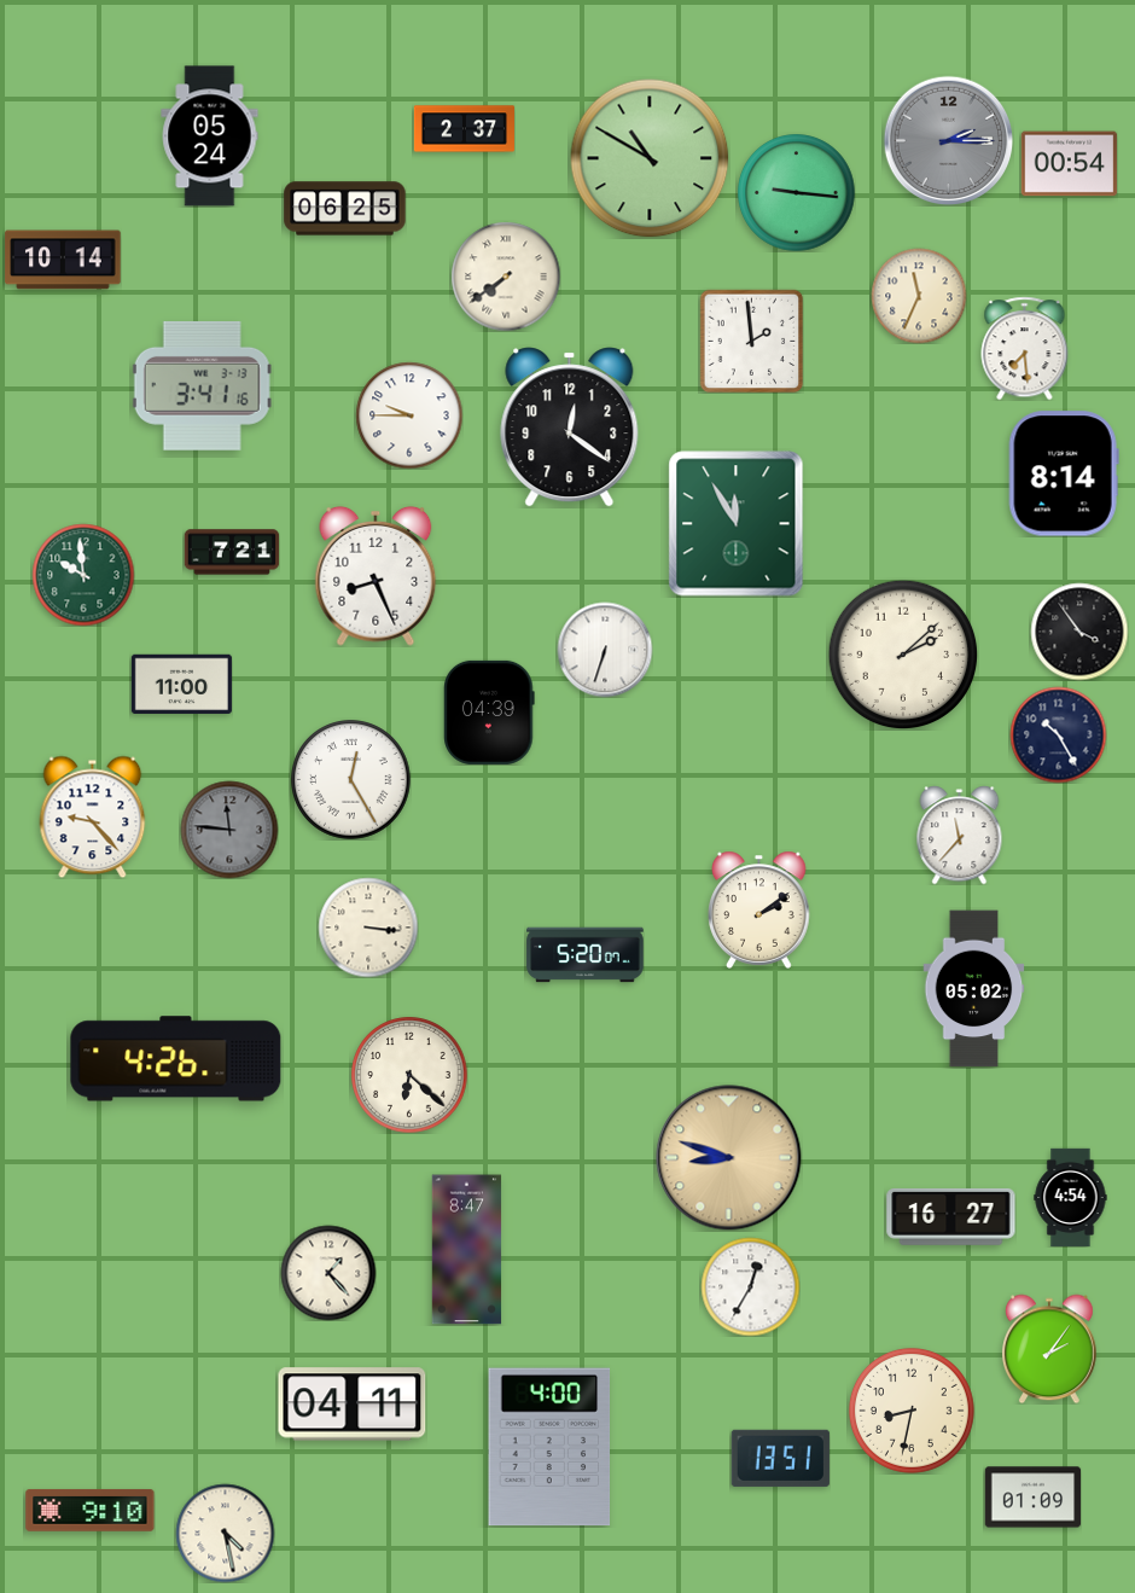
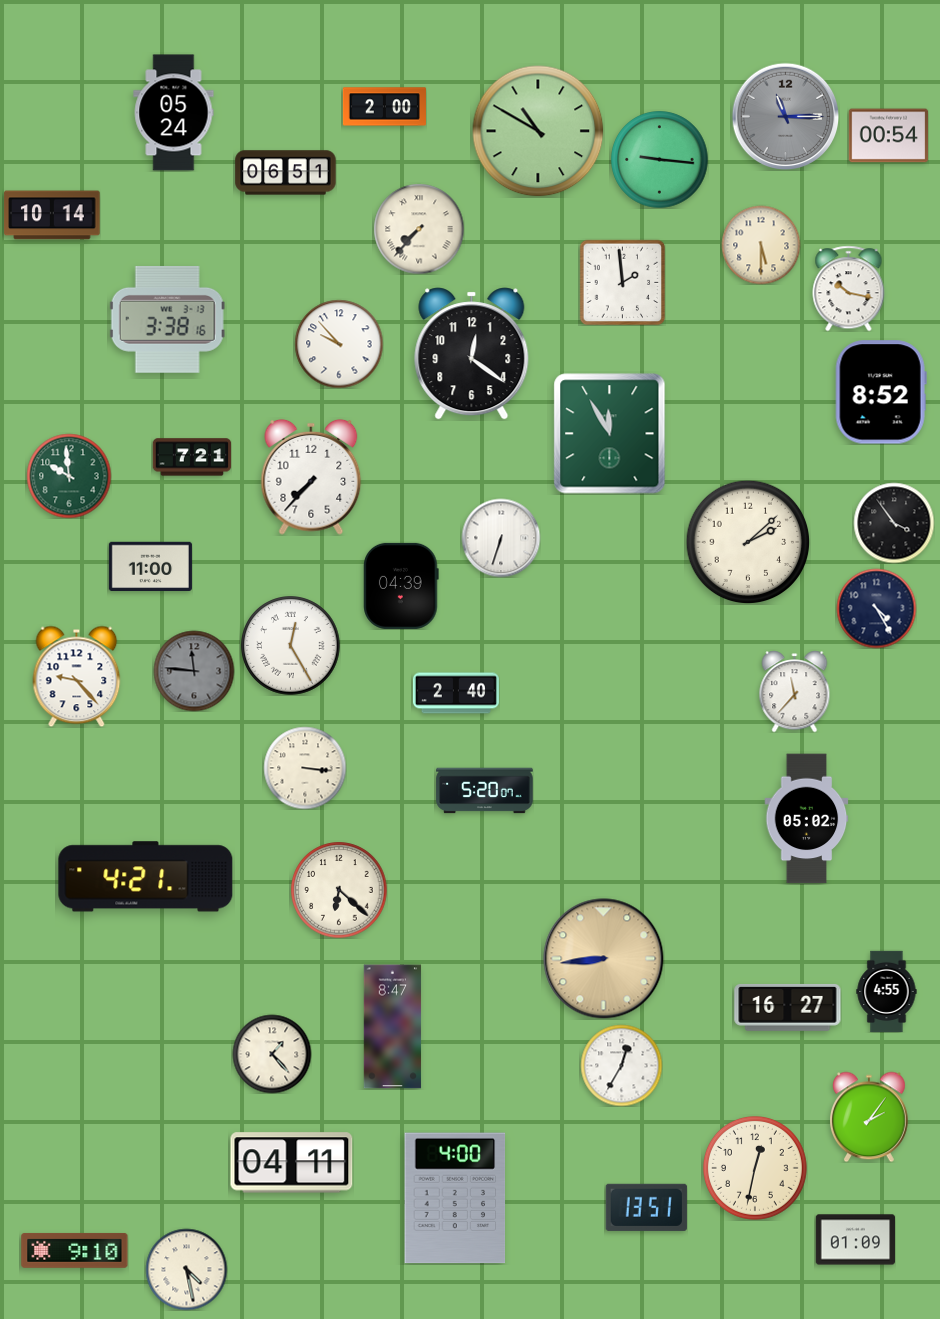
clock at (464, 129): 2:37 -> 2:00
clock at (948, 140): 2:15 -> 11:15
clock at (1069, 164) position: (1069, 164) -> (888, 136)
clock at (345, 209): 06:25 -> 06:51
clock at (506, 277): 7:39 -> 7:37
clock at (919, 296): 11:34 -> 5:30
clock at (1025, 348): 7:29 -> 10:17
clock at (202, 385): 3:41 -> 3:38
clock at (409, 415): 9:45 -> 9:53
clock at (1064, 473): 8:14 -> 8:52
clock at (376, 576): 8:26 -> 7:37
clock at (489, 713) position: (489, 713) -> (401, 586)
clock at (1058, 734): 10:25 -> 4:25
clock at (229, 830) position: (229, 830) -> (194, 671)
clock at (456, 693): none -> 2:40
clock at (759, 909): 2:09 -> none
clock at (176, 1059): 4:26 -> 4:21
clock at (729, 1158): 8:48 -> 8:44
clock at (1071, 1197): 4:54 -> 4:55
clock at (467, 1250) position: (467, 1250) -> (393, 1027)
clock at (912, 1411): 8:32 -> 12:32
